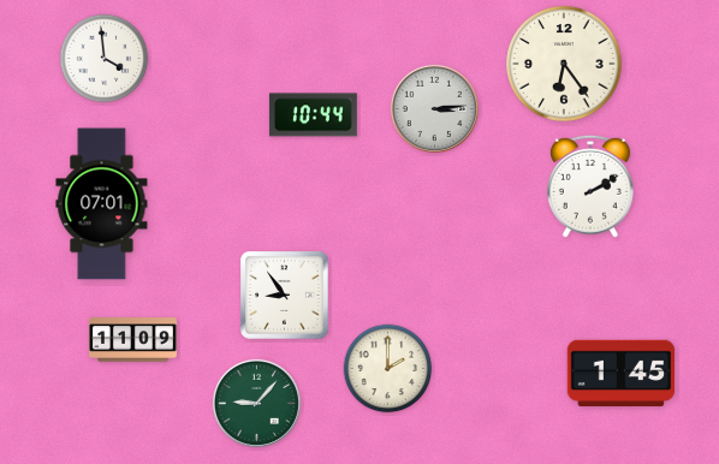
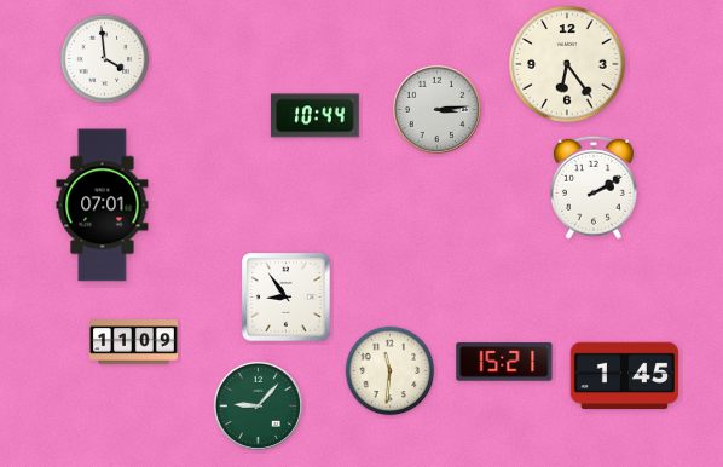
clock at (504, 362): none -> 15:21
clock at (388, 369): 2:00 -> 11:31
